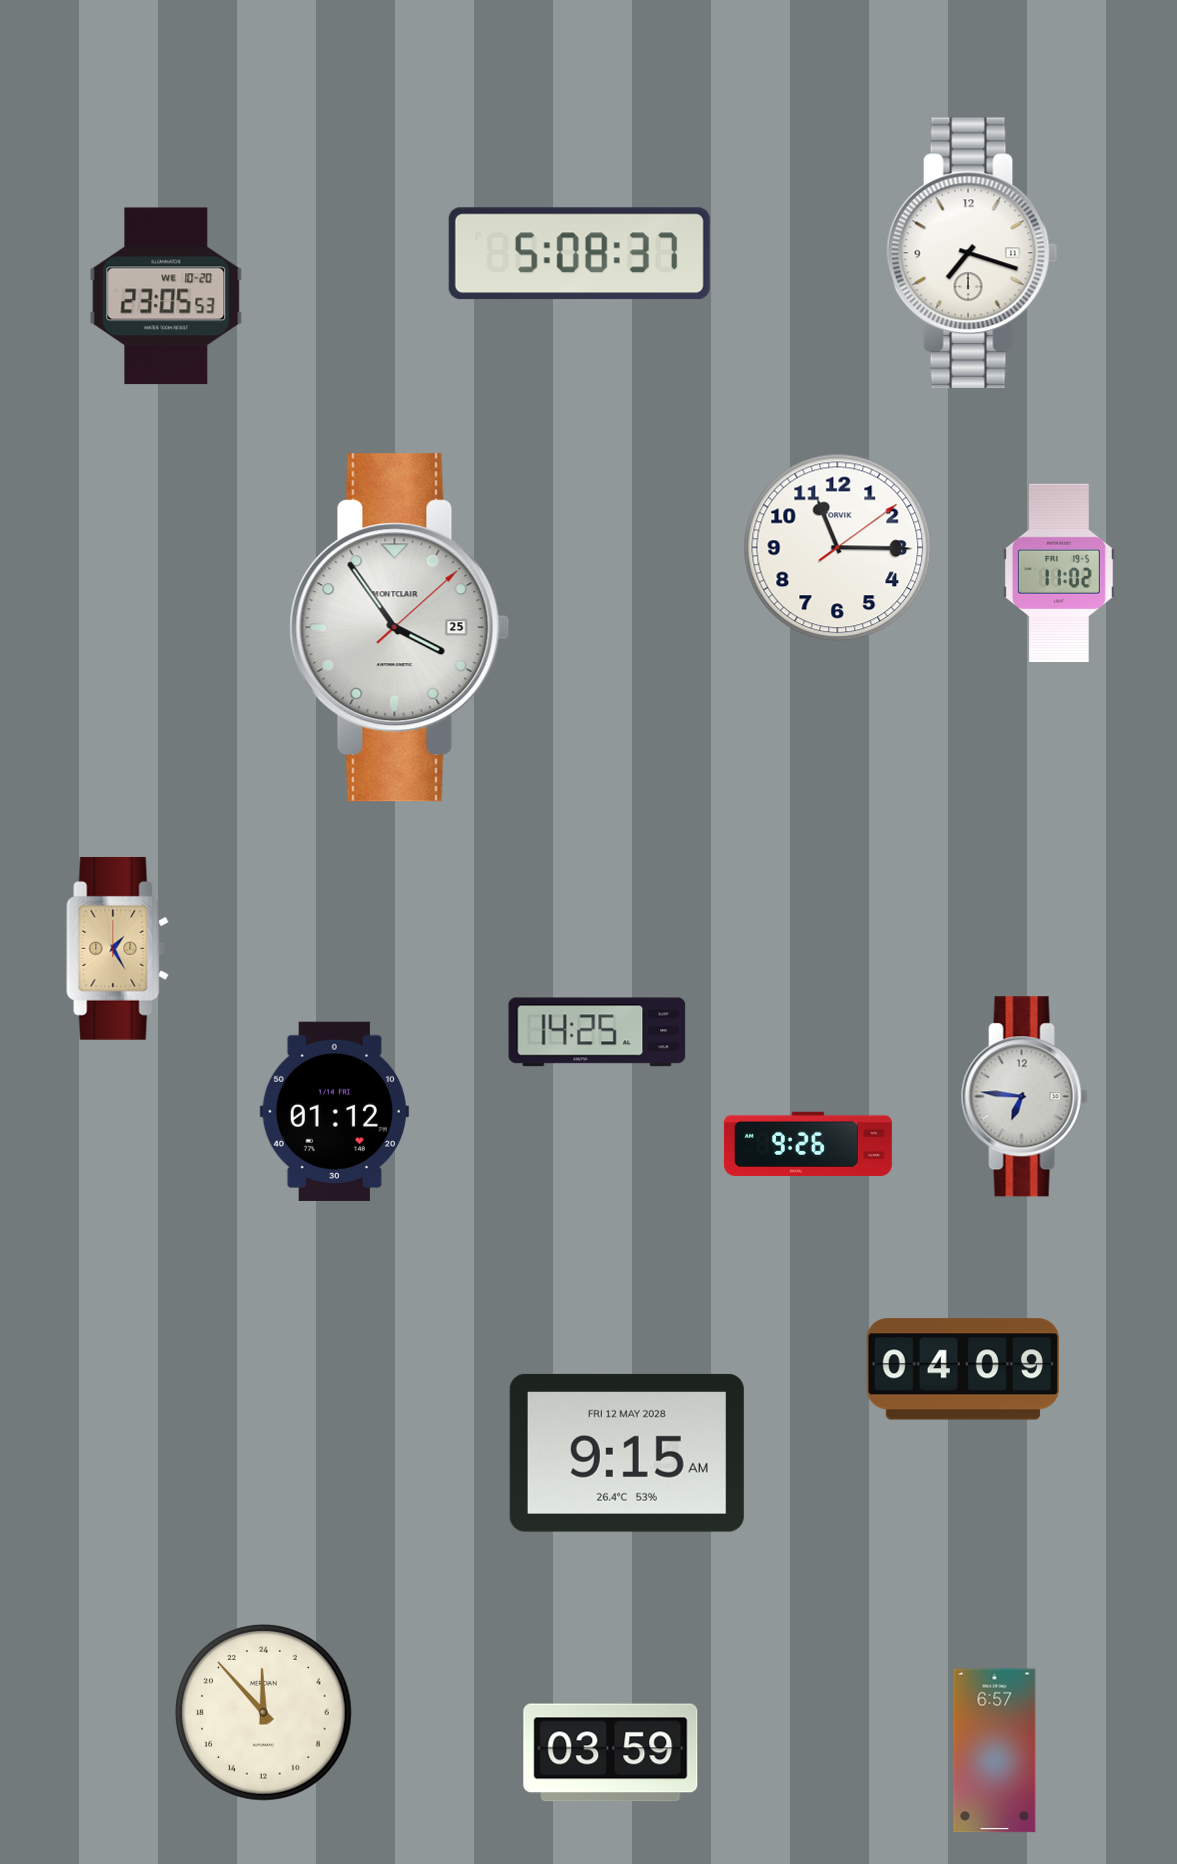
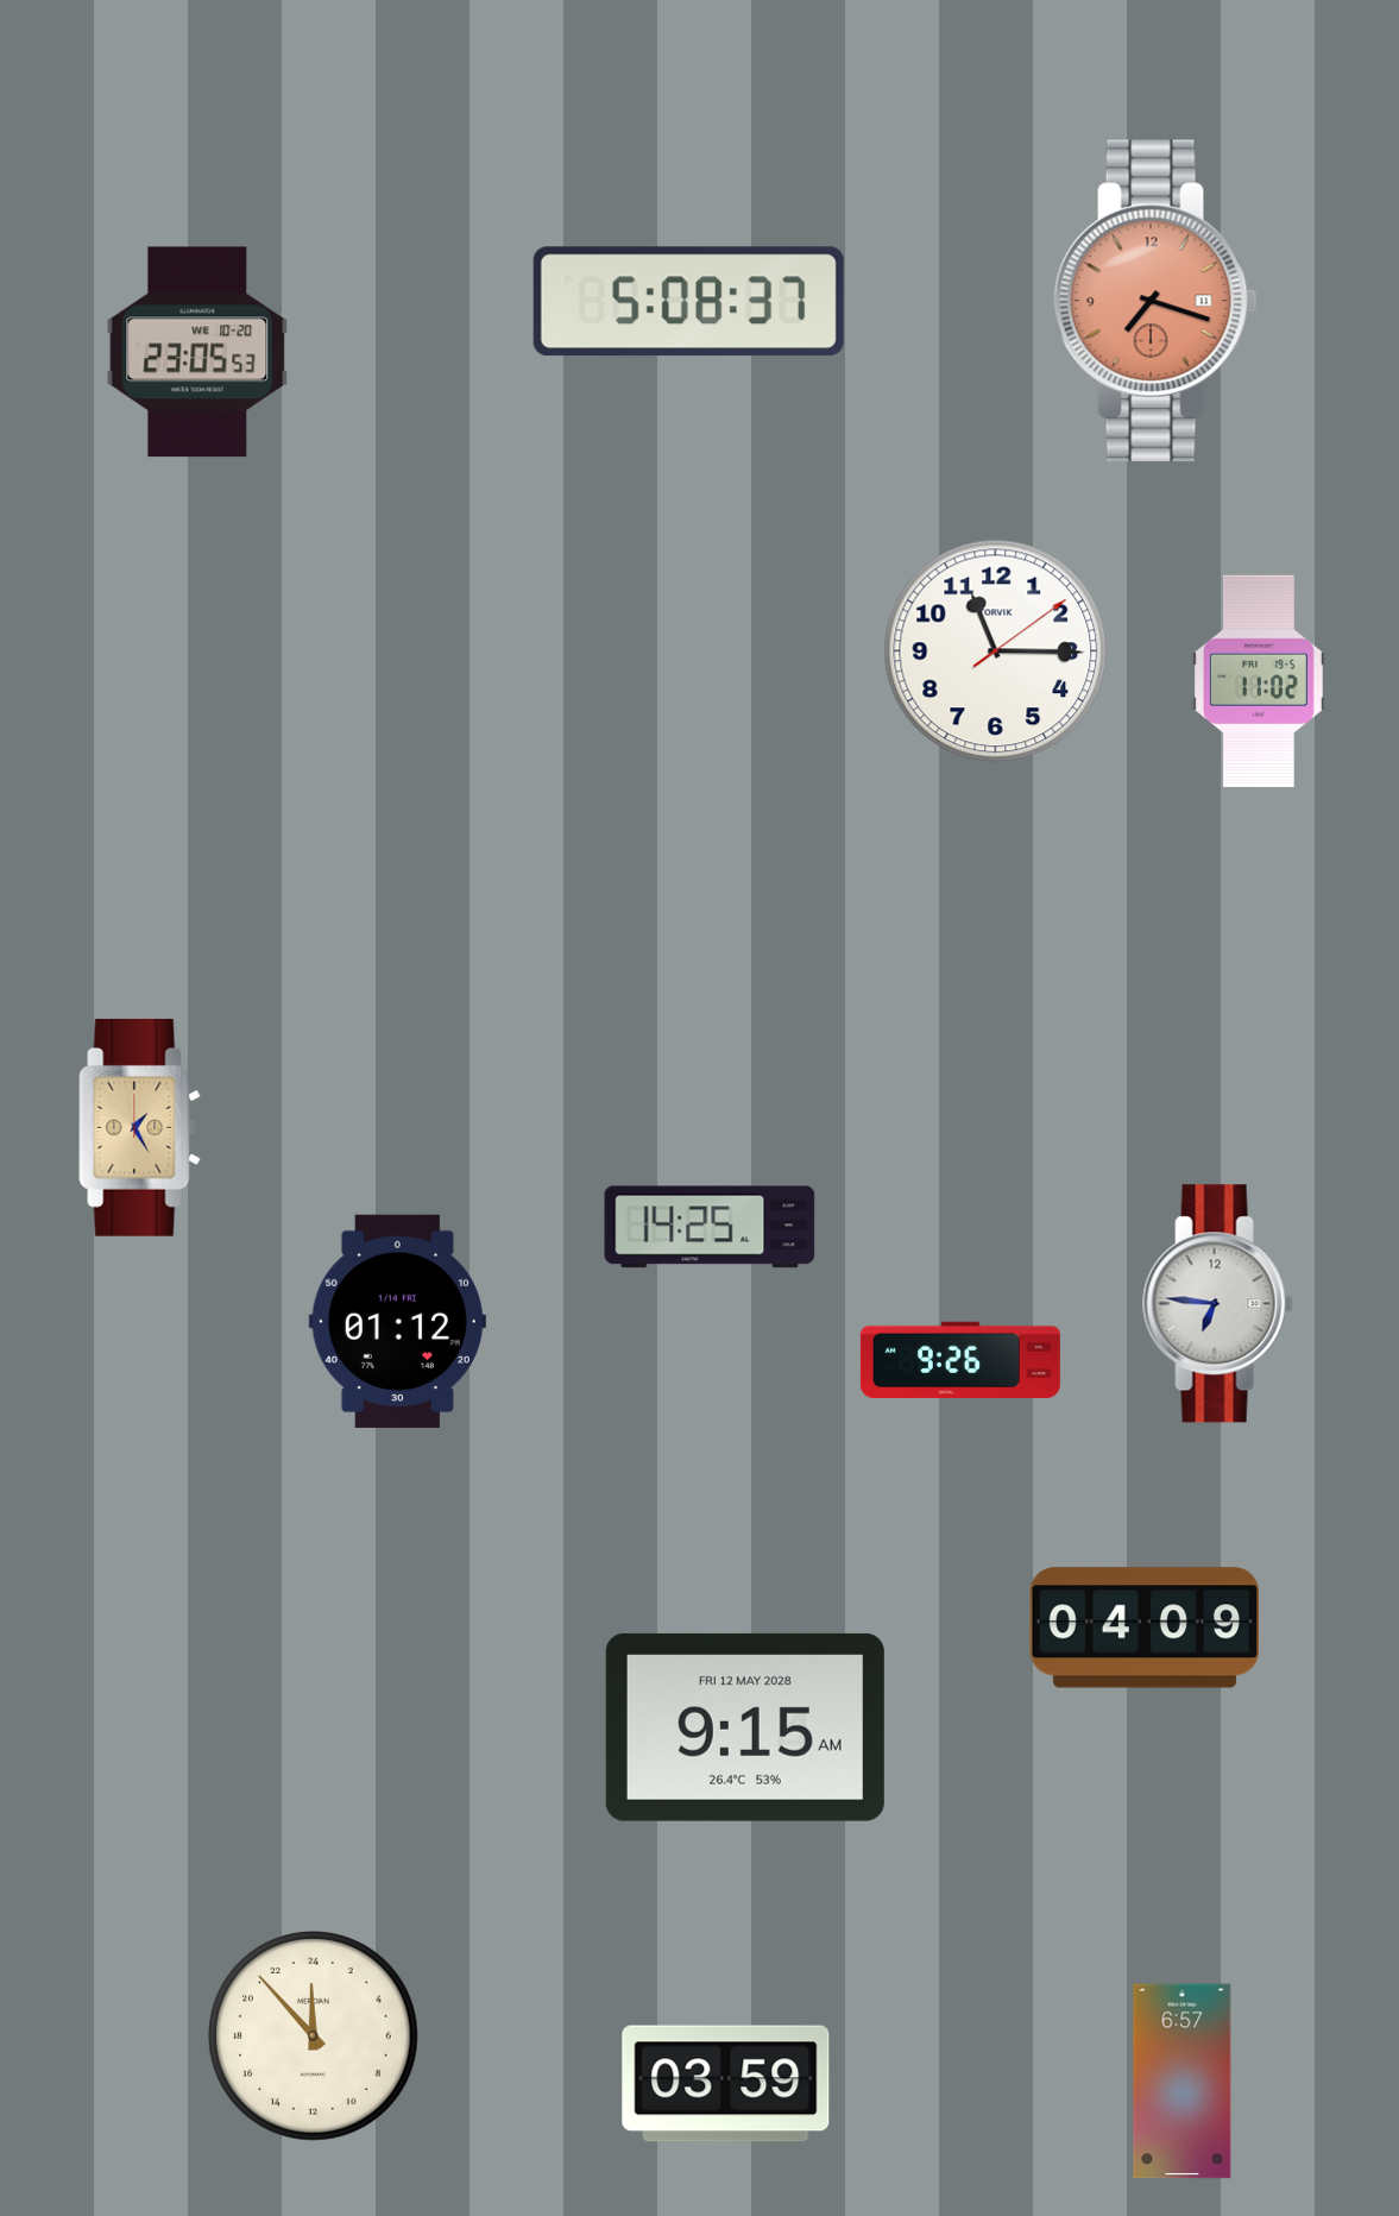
clock at (972, 253) dial: white -> salmon
clock at (400, 628): 3:54 -> none
